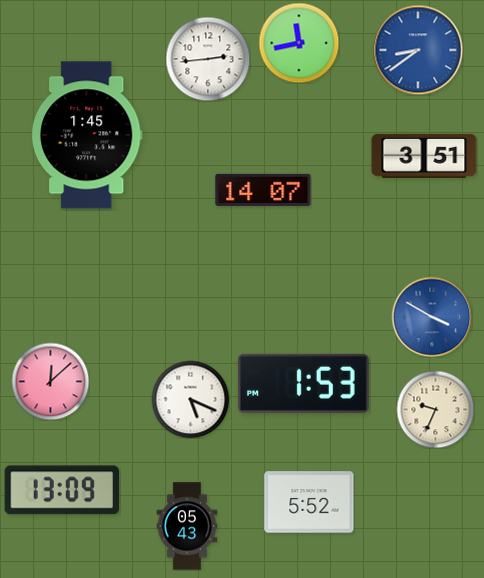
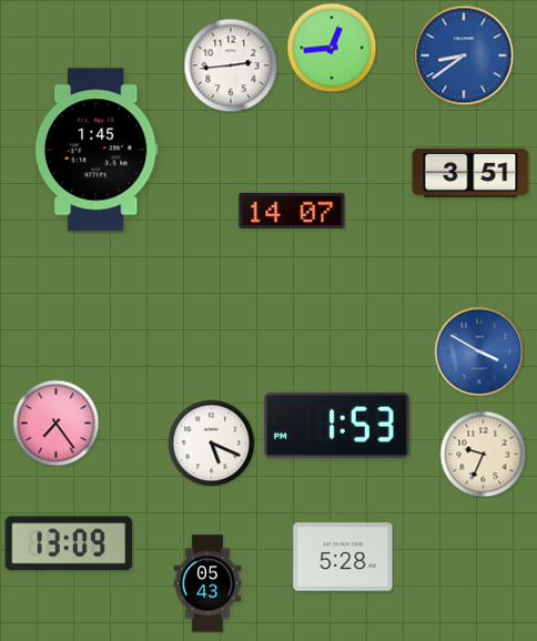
clock at (299, 43): 11:43 -> 12:44
clock at (50, 381): 12:08 -> 7:24
clock at (309, 502): 5:52 -> 5:28
